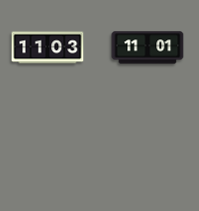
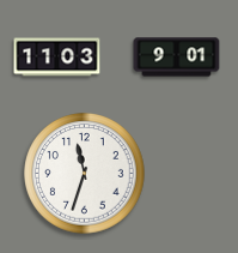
clock at (148, 48): 11:01 -> 9:01
clock at (85, 174): none -> 11:33
